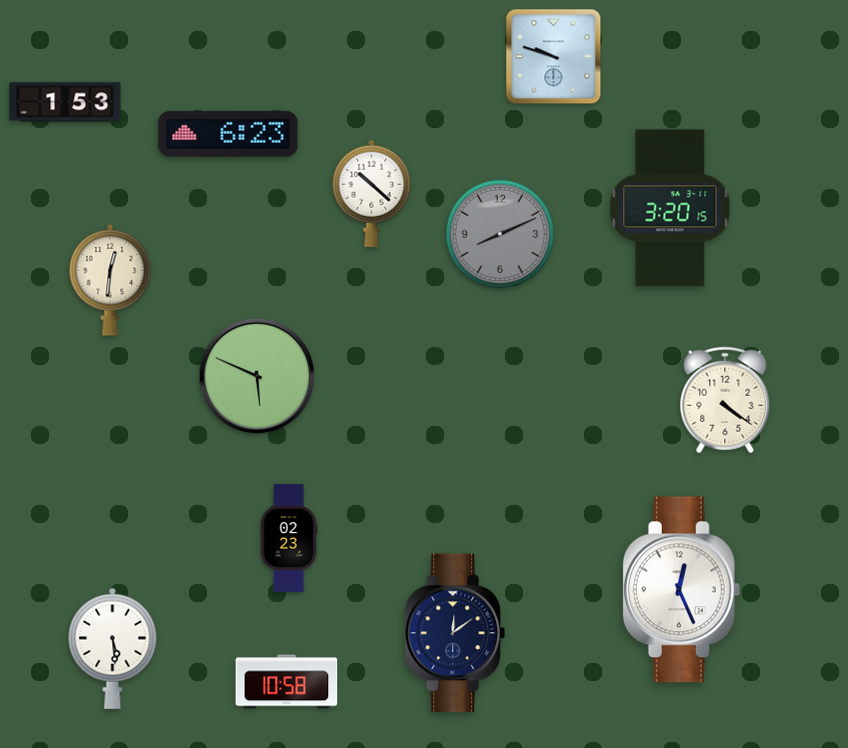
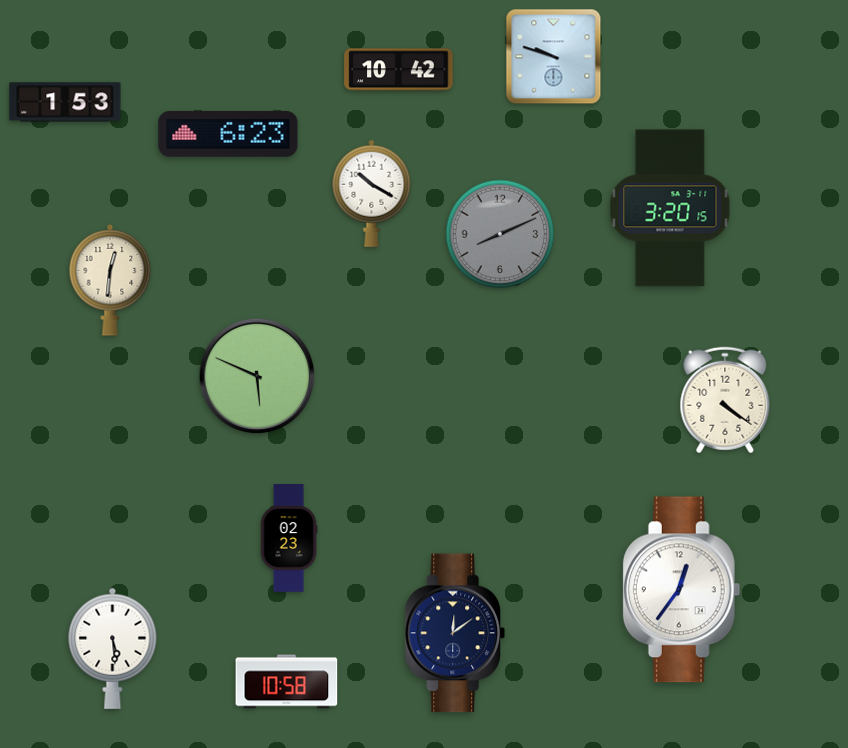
clock at (399, 70): none -> 10:42
clock at (372, 193): 10:22 -> 10:20
clock at (682, 590): 12:26 -> 12:36
